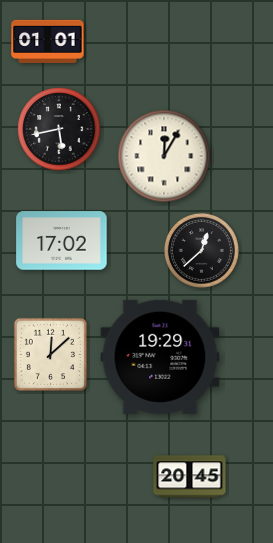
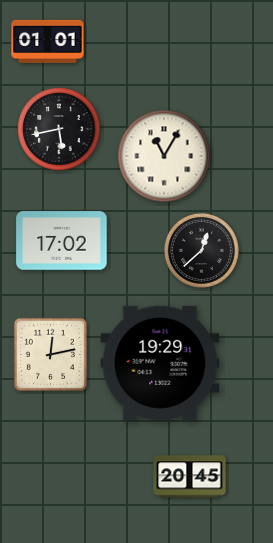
clock at (164, 156): 12:05 -> 11:05
clock at (50, 354): 12:08 -> 12:13
clock at (160, 357) position: (160, 357) -> (160, 363)
